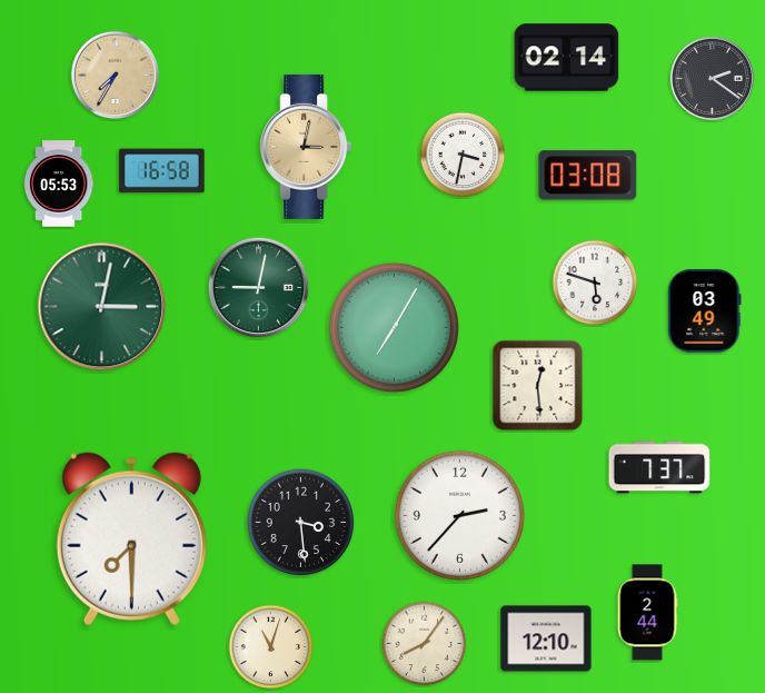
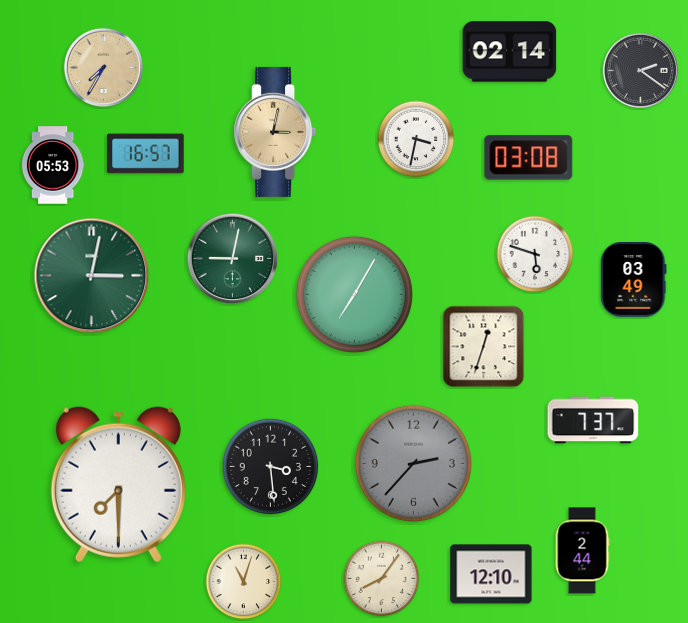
clock at (162, 171): 16:58 -> 16:57
clock at (538, 386): 12:29 -> 12:33
clock at (459, 515) dial: white -> grey
clock at (301, 523) position: (301, 523) -> (271, 467)
